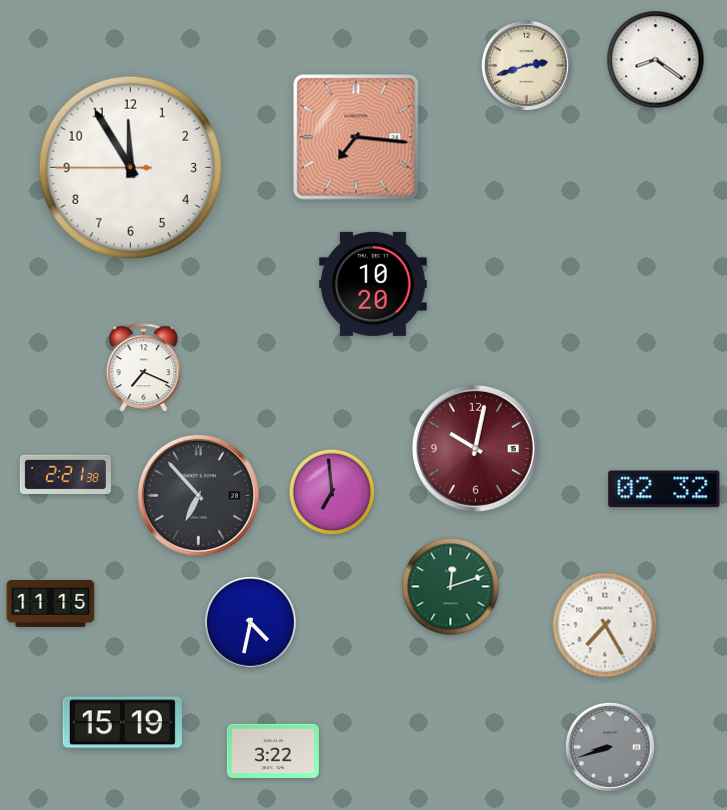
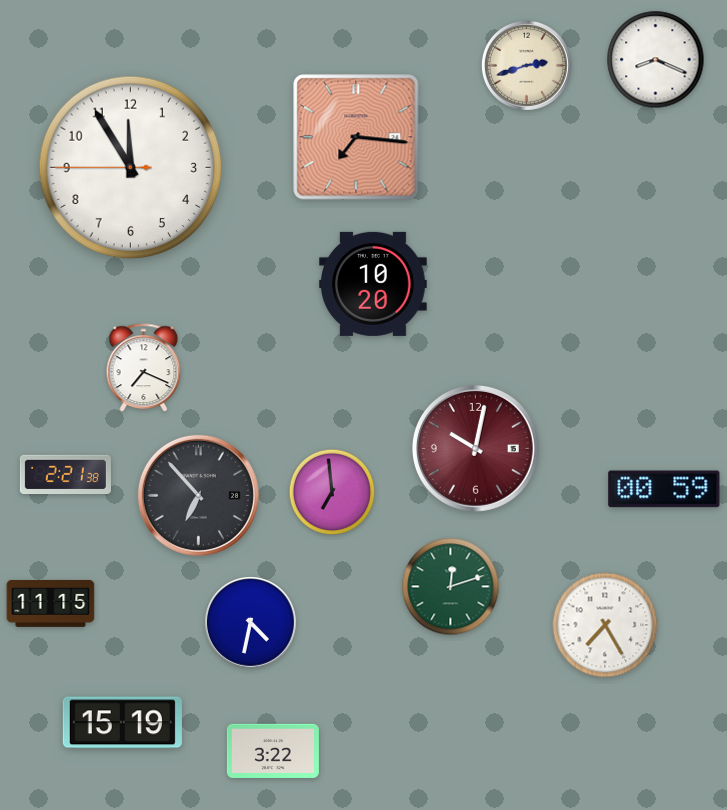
clock at (656, 60): 8:21 -> 8:19
clock at (664, 489): 02:32 -> 00:59
clock at (610, 747): 8:42 -> none
